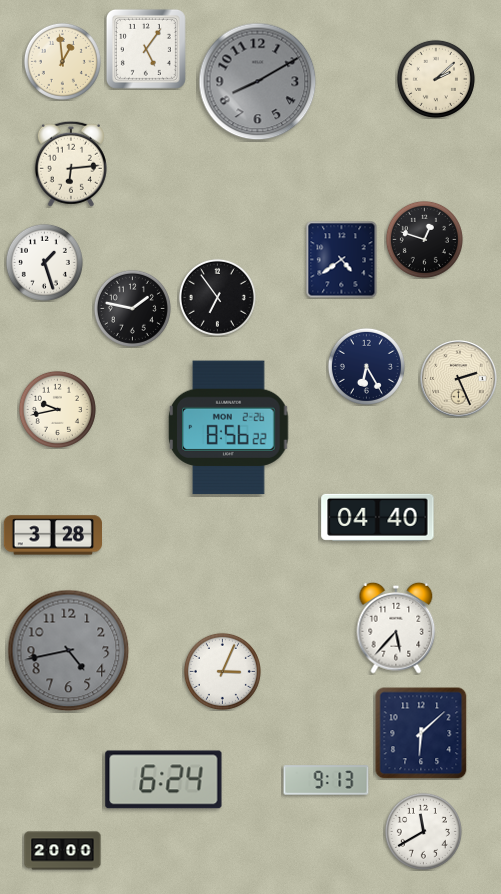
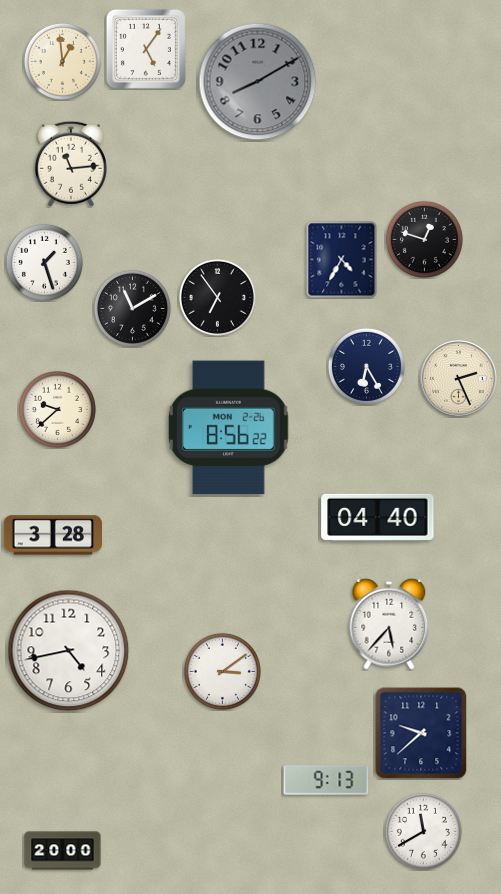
clock at (436, 79): 2:08 -> none
clock at (71, 164): 6:14 -> 11:14
clock at (342, 259): 4:39 -> 4:35
clock at (132, 308): 1:47 -> 11:10
clock at (57, 409): 9:43 -> 9:38
clock at (396, 628) position: (396, 628) -> (389, 624)
clock at (69, 651) dial: grey -> white
clock at (222, 671): 3:04 -> 3:09
clock at (421, 733): 6:08 -> 9:38
clock at (164, 780): 6:24 -> none
